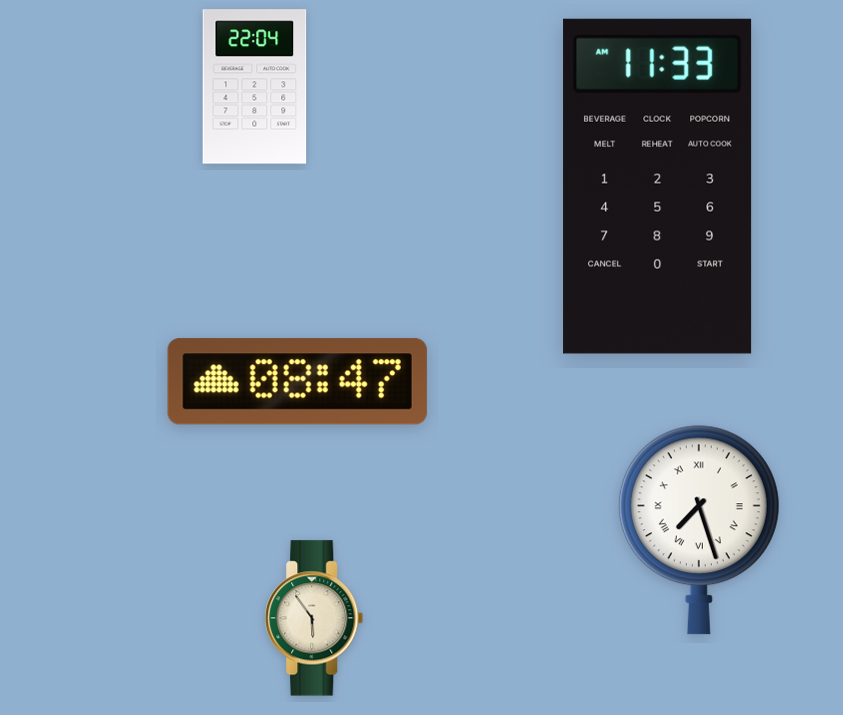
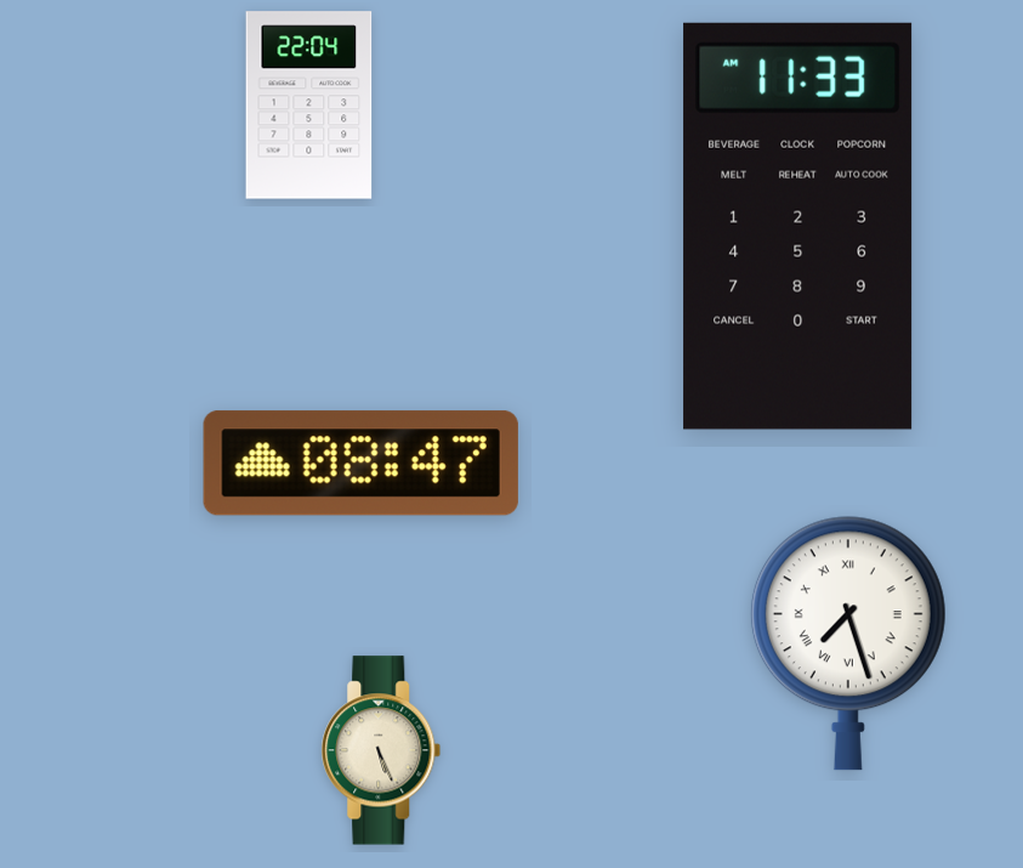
clock at (314, 618): 5:54 -> 5:26
